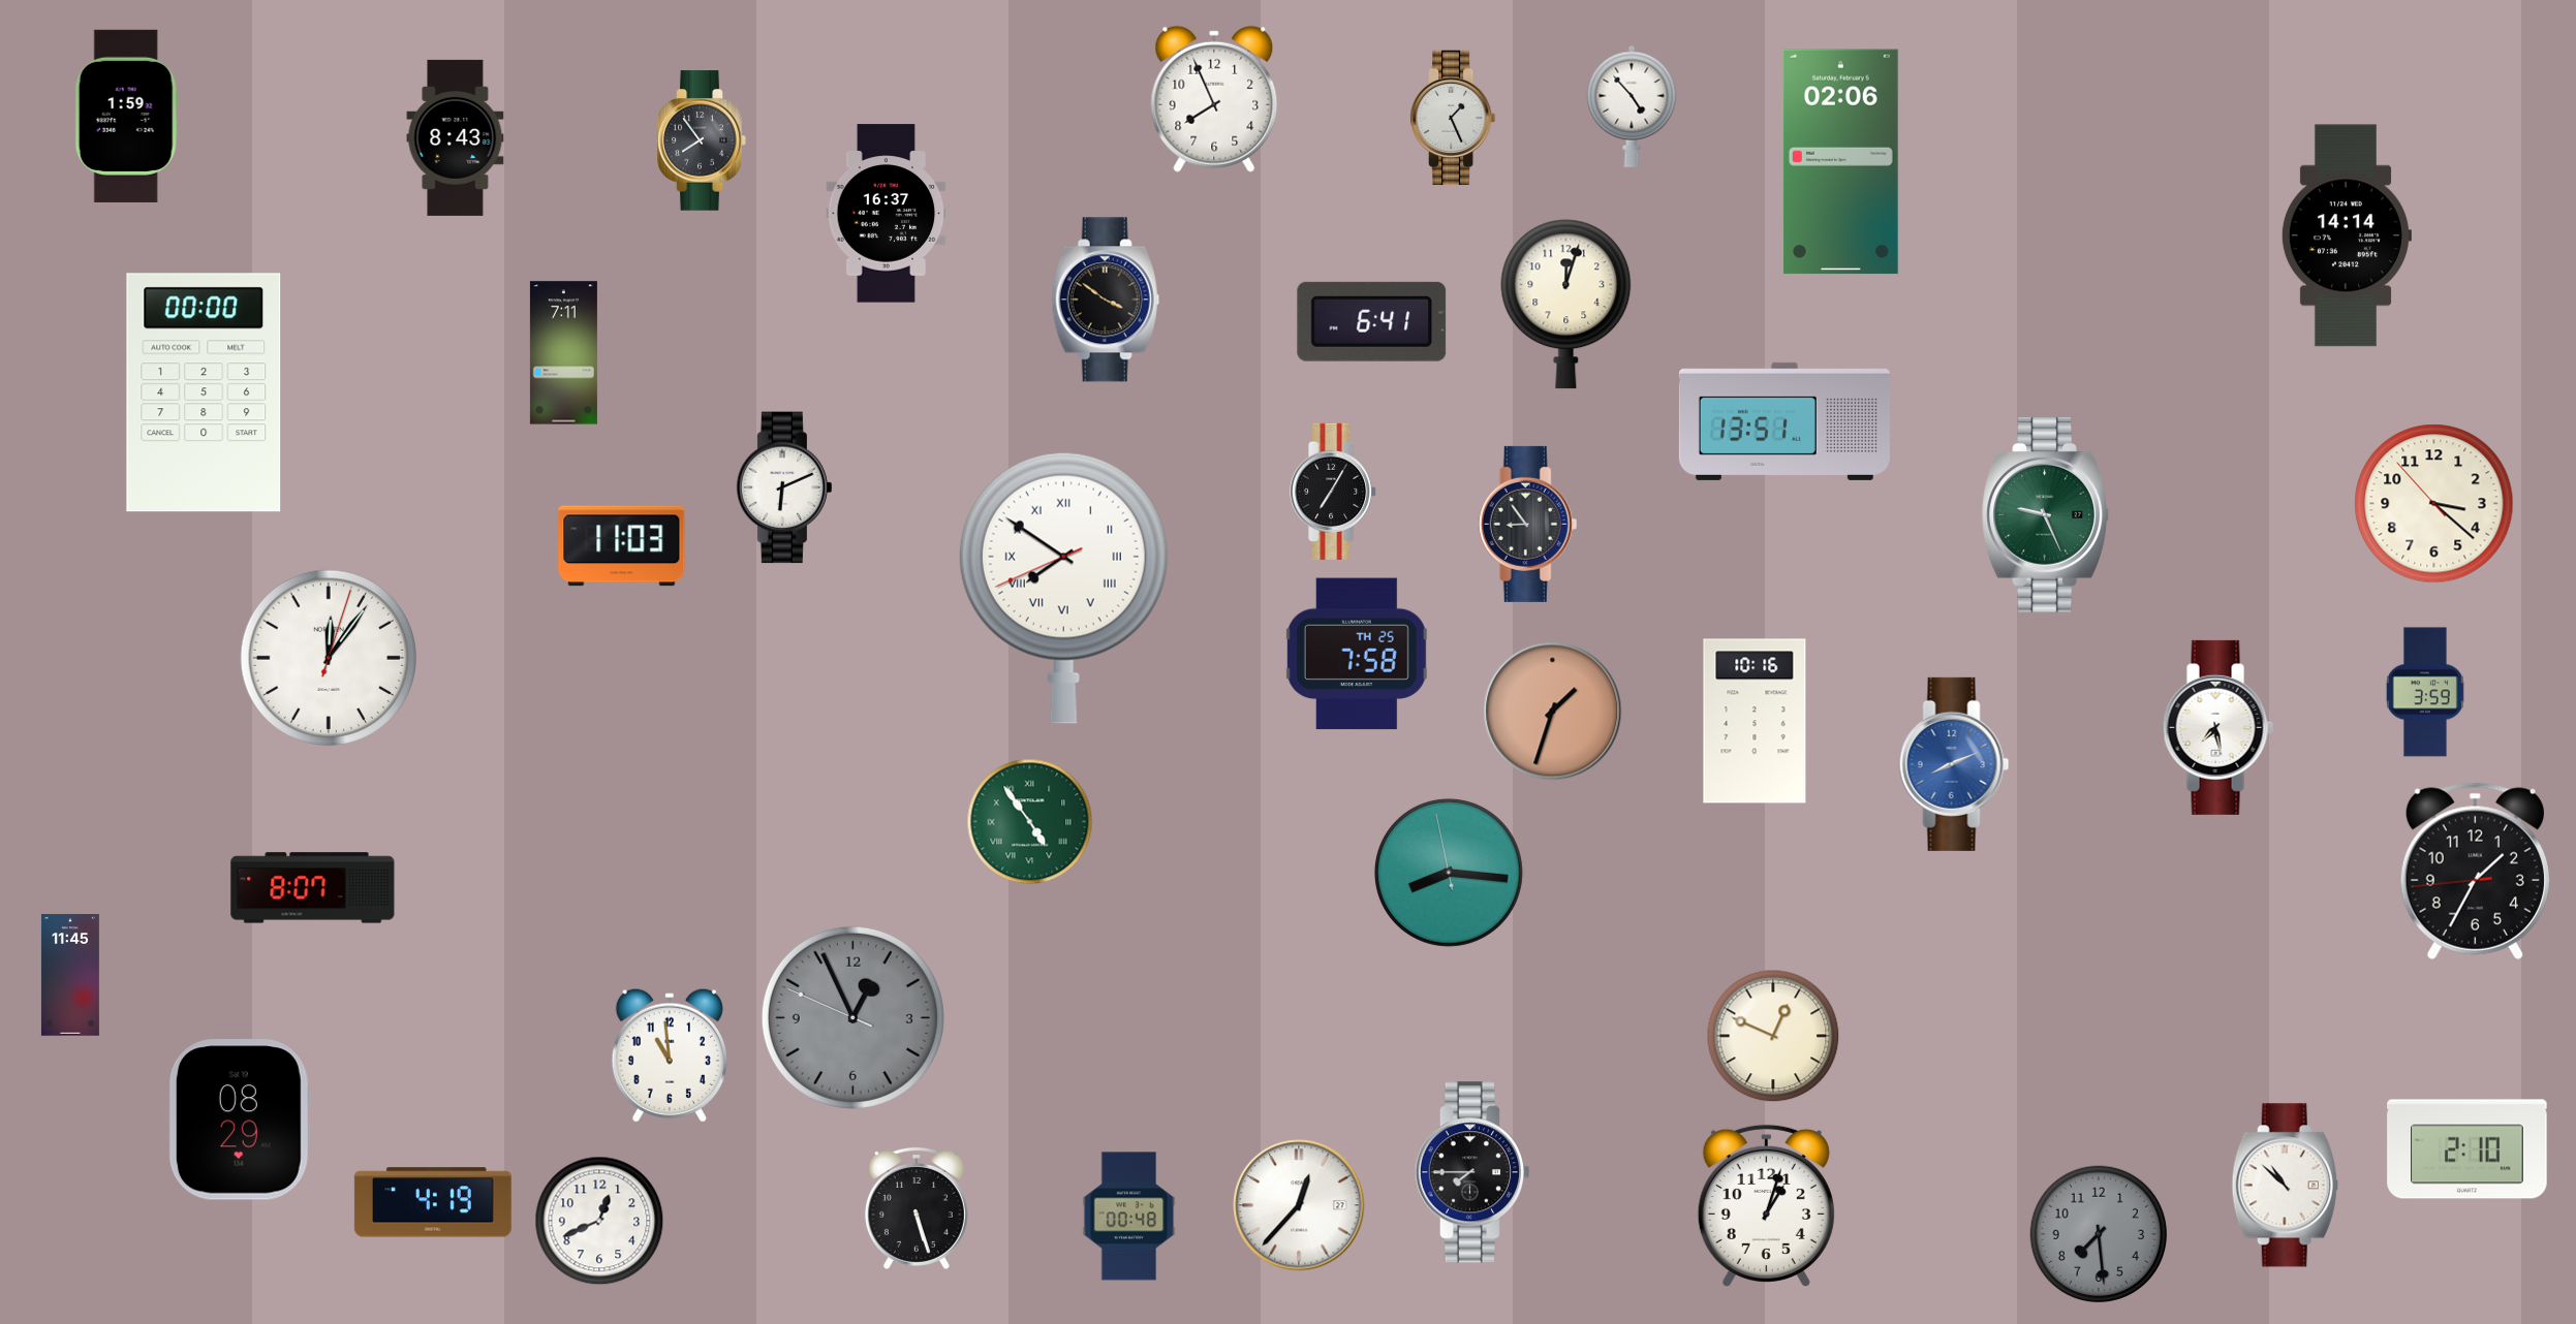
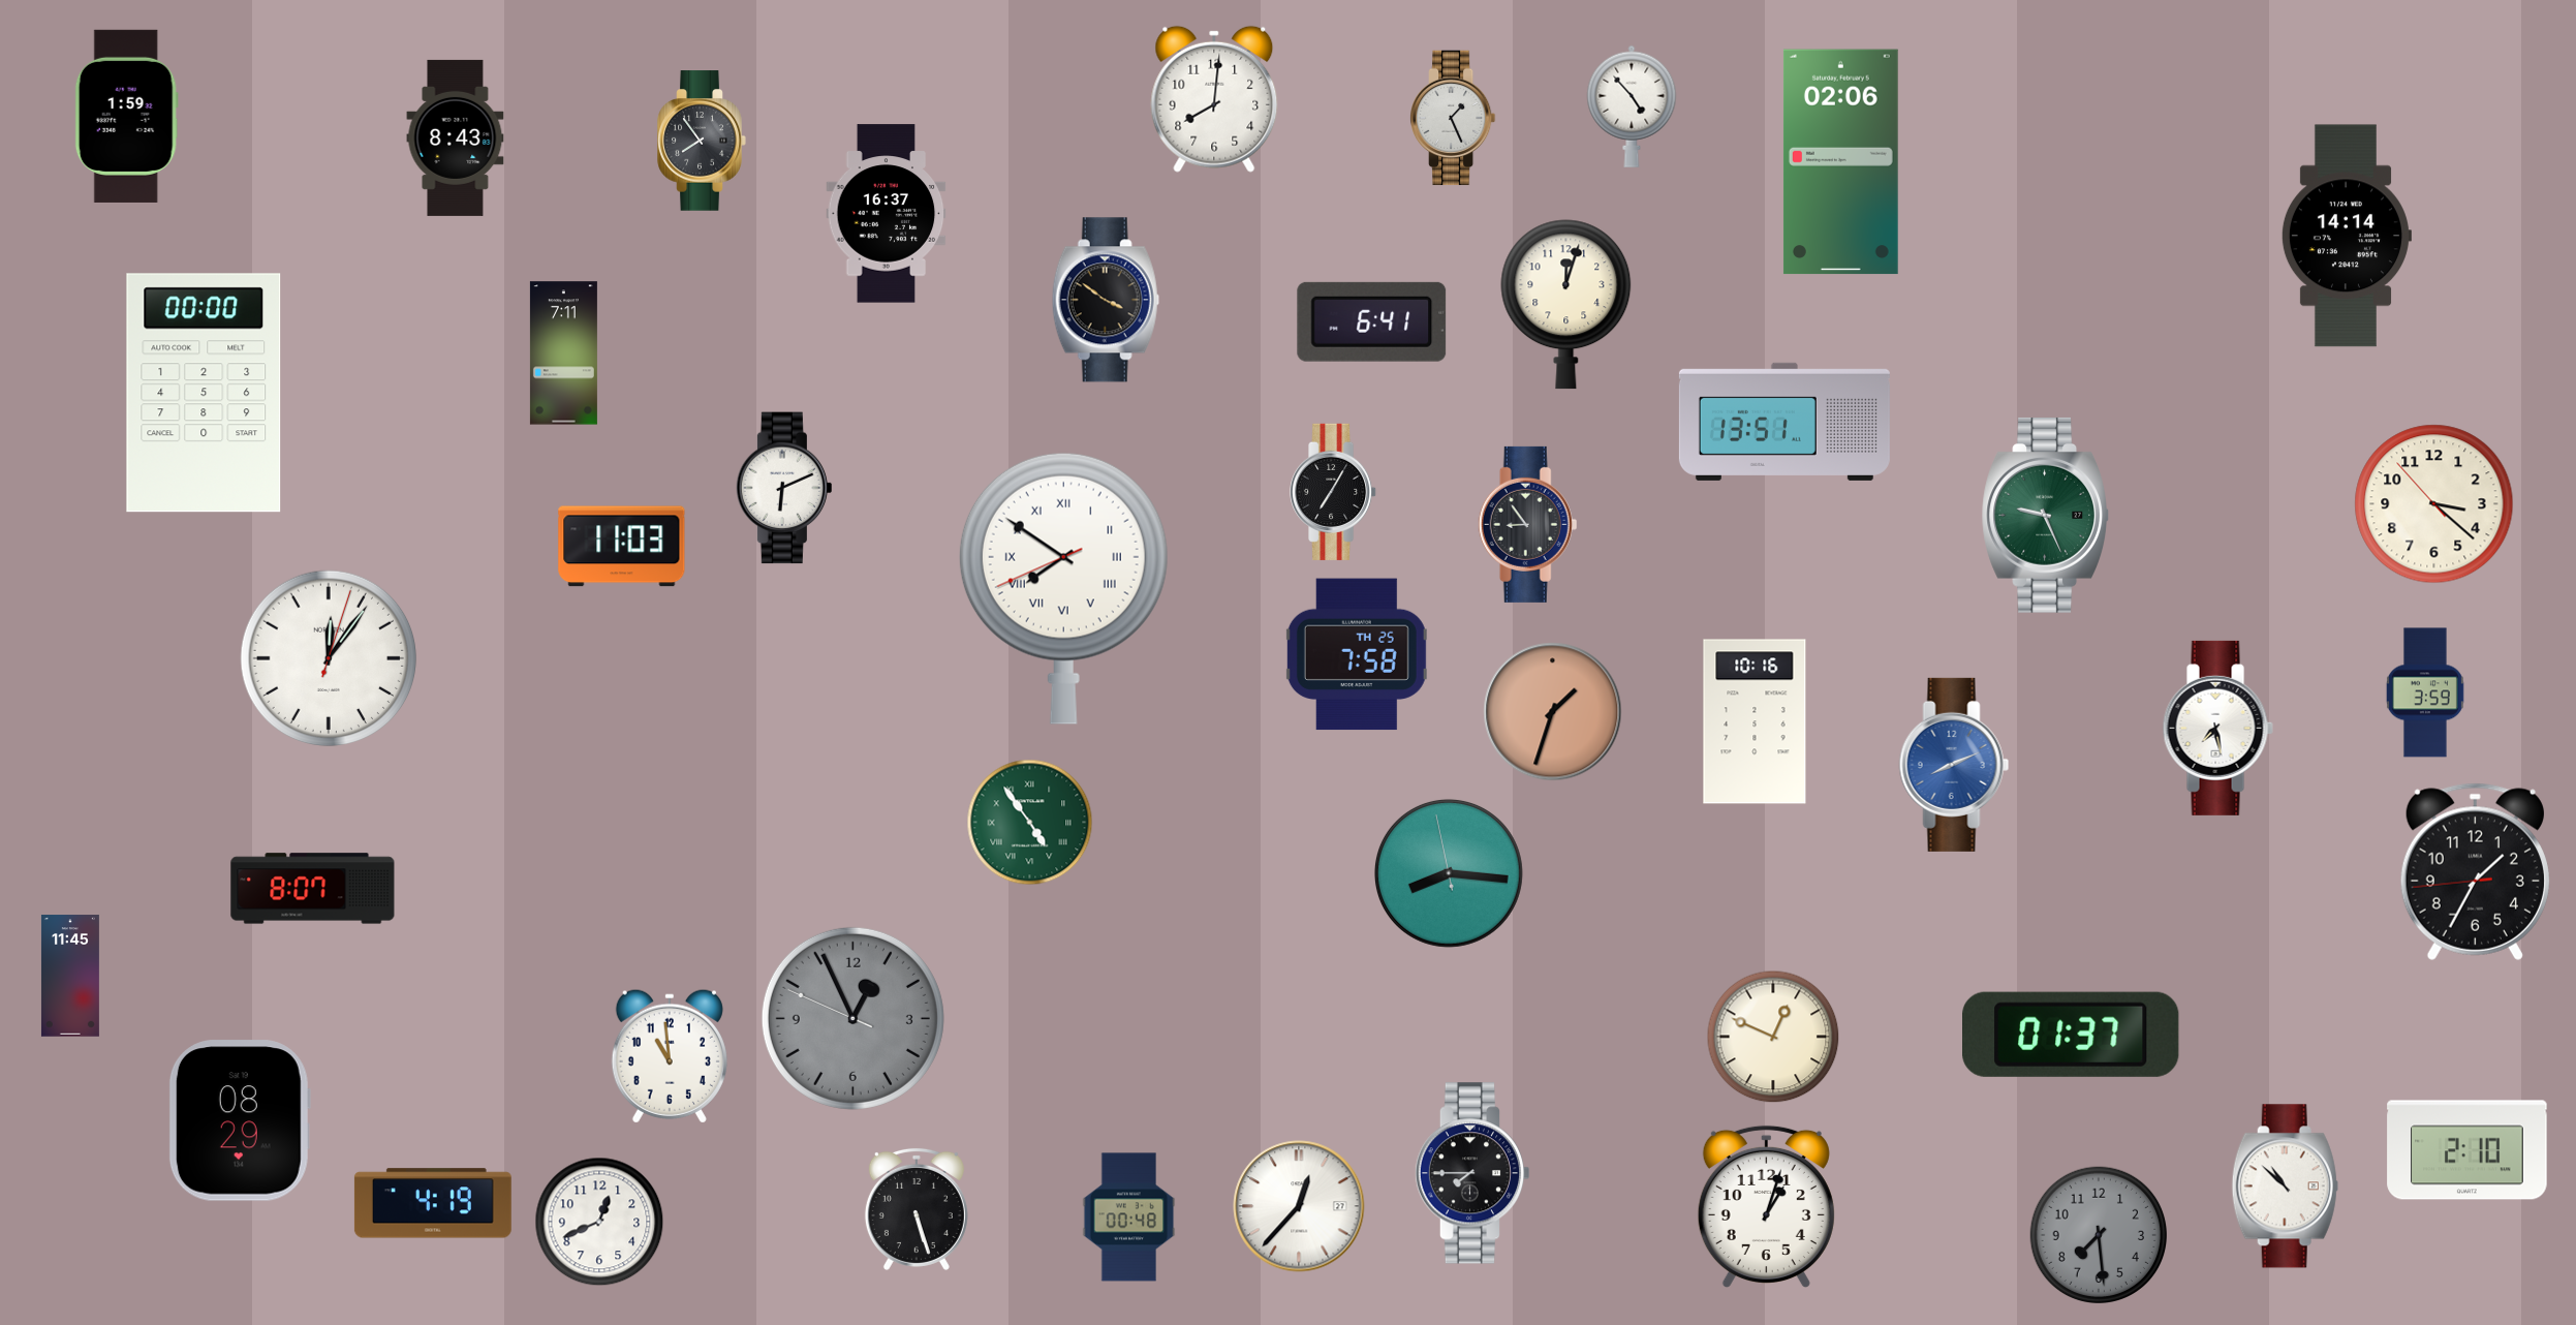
clock at (1214, 99): 7:56 -> 8:01
clock at (2072, 1035): none -> 01:37
